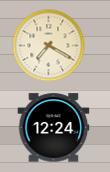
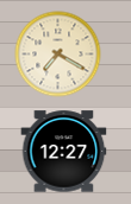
clock at (54, 128): 12:24 -> 12:27
